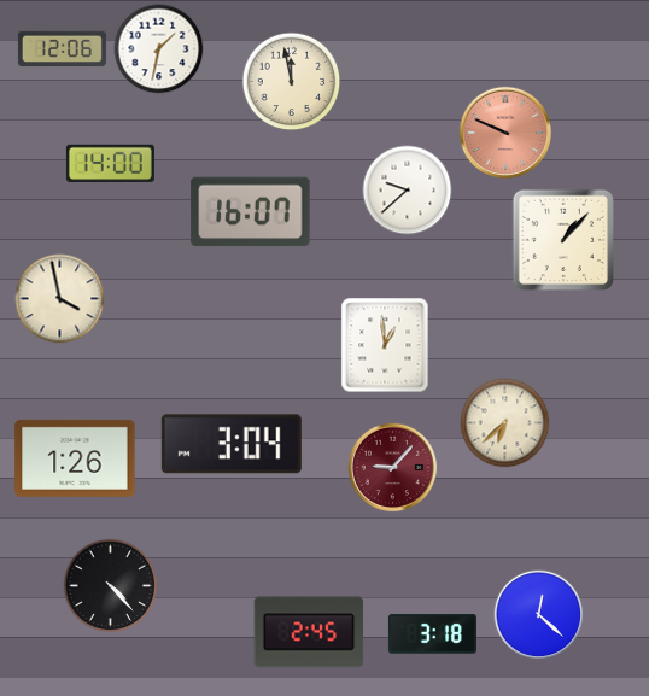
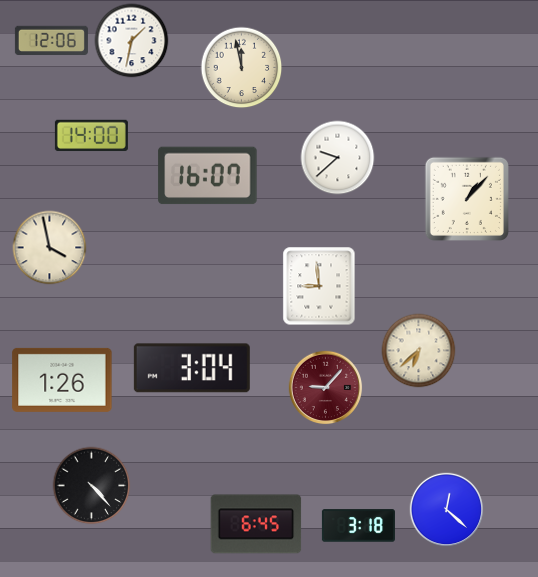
clock at (504, 131): 9:49 -> none
clock at (385, 345): 12:59 -> 8:59
clock at (309, 632): 2:45 -> 6:45
